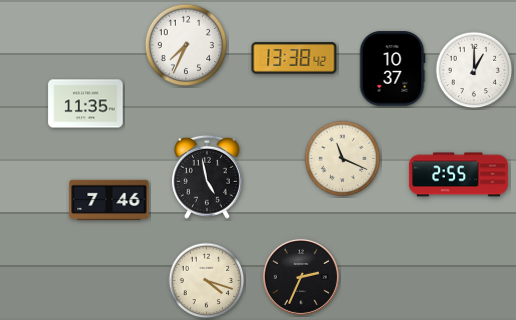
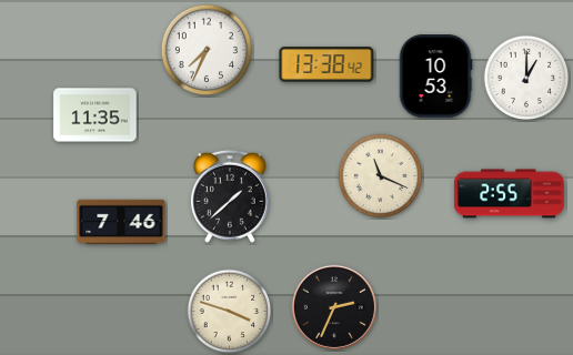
clock at (392, 69): 10:37 -> 10:53
clock at (207, 177): 4:58 -> 1:38
clock at (207, 281): 4:18 -> 3:48
